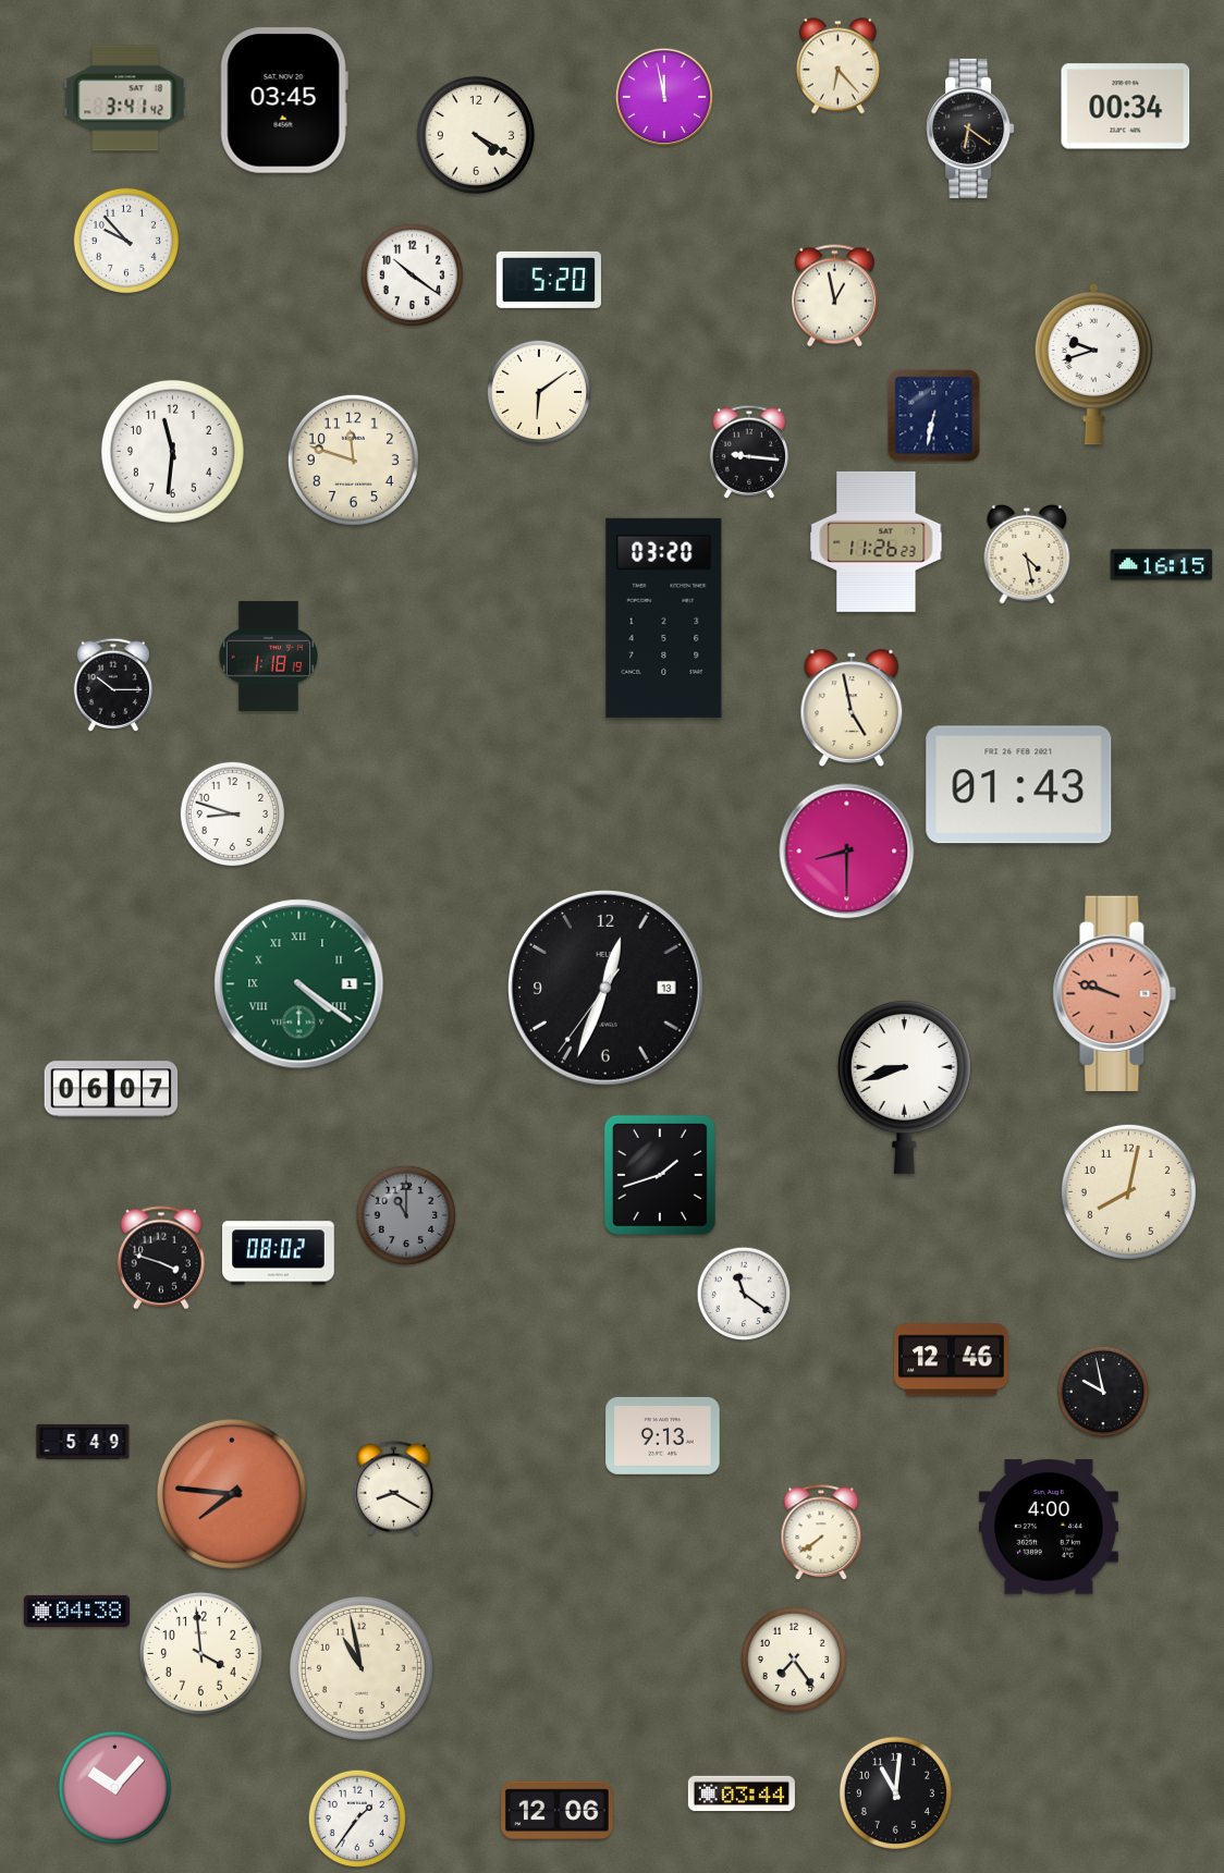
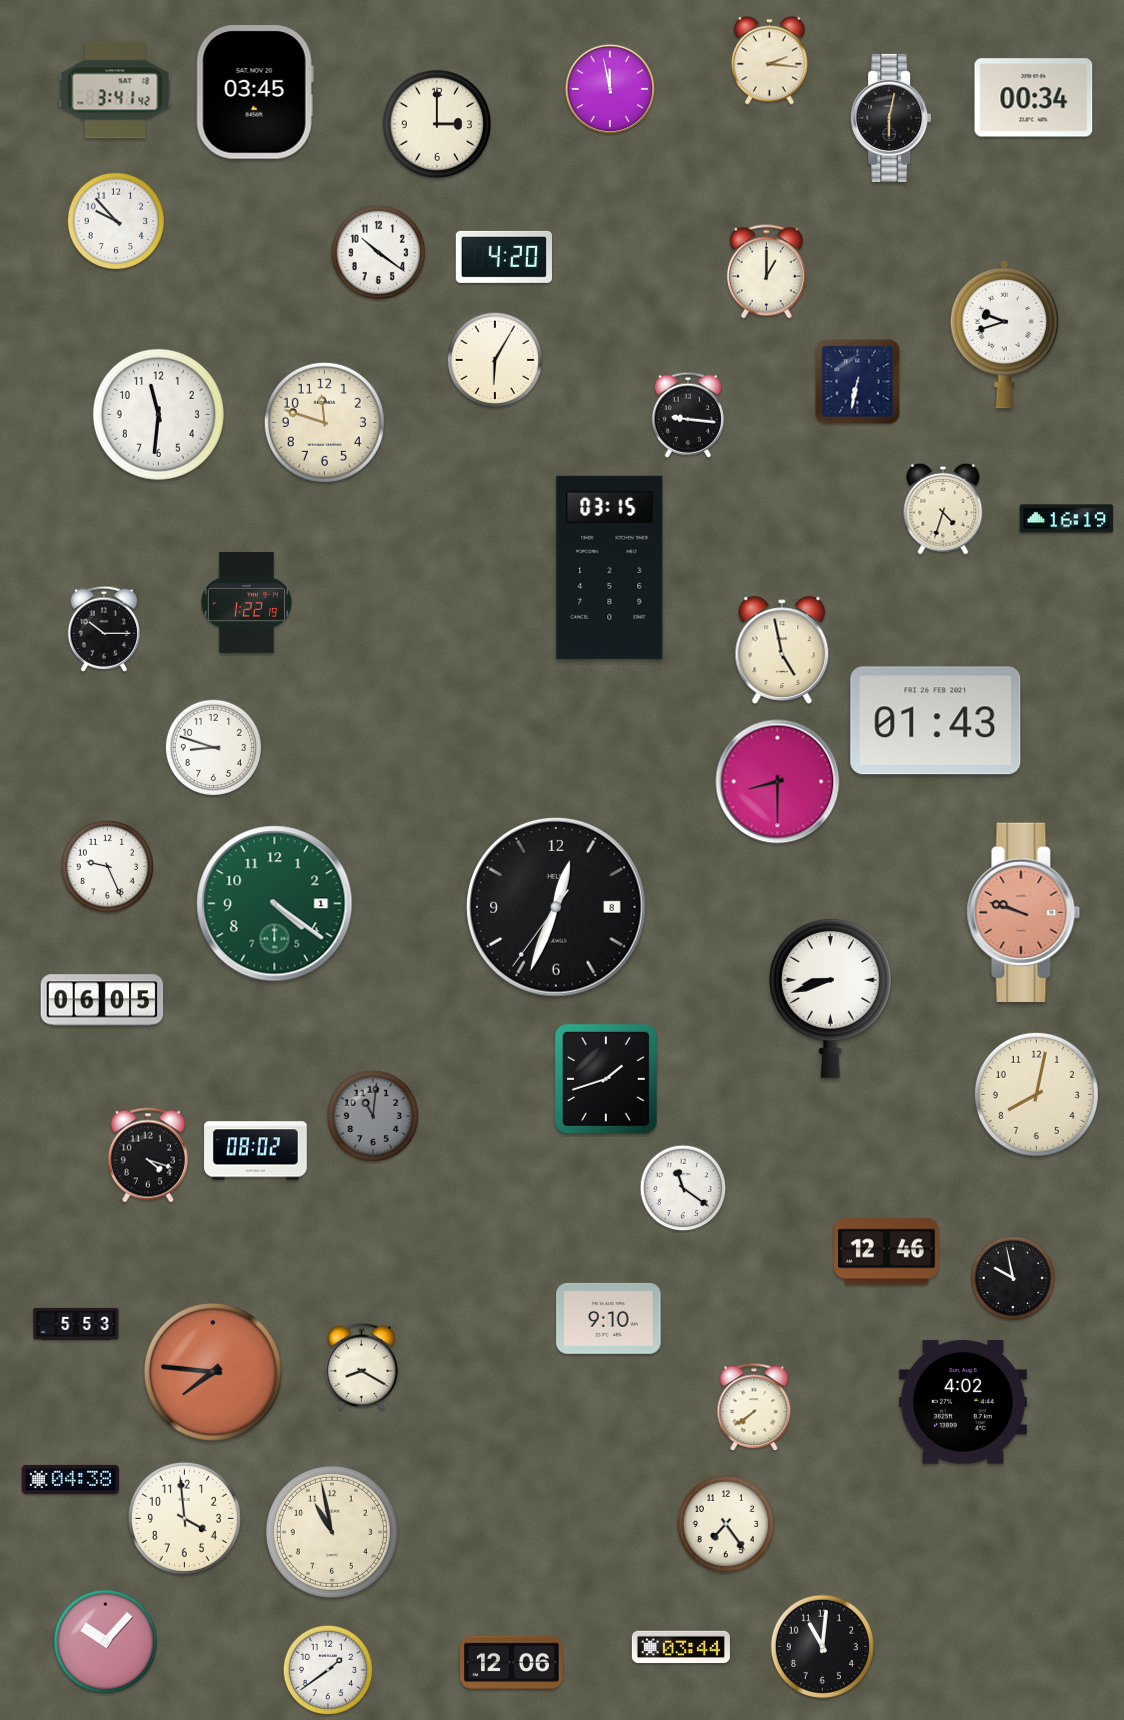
clock at (837, 66): 6:23 -> 2:16
clock at (284, 100) position: (284, 100) -> (255, 92)
clock at (970, 128): 6:21 -> 6:02
clock at (476, 135): 4:20 -> 3:00
clock at (548, 280): 5:20 -> 4:20
clock at (834, 296): 12:58 -> 1:00
clock at (538, 391): 6:09 -> 6:05
clock at (877, 541): 11:26 -> none
clock at (1027, 554): 4:28 -> 4:33
clock at (1162, 565): 16:15 -> 16:19
clock at (664, 617): 03:20 -> 03:15
clock at (268, 656): 1:18 -> 1:22
clock at (108, 867): none -> 9:26
clock at (299, 984) numerals: Roman -> Arabic
clock at (605, 988) date: 13 -> 8
clock at (111, 1089): 06:07 -> 06:05
clock at (406, 1215): 11:00 -> 11:01
clock at (161, 1258): 3:48 -> 4:18
clock at (952, 1360) position: (952, 1360) -> (887, 1252)
clock at (663, 1435): 9:13 -> 9:10
clock at (83, 1442): 5:49 -> 5:53
clock at (1049, 1527): 4:00 -> 4:02
clock at (793, 1658) position: (793, 1658) -> (725, 1523)
clock at (357, 1819): 1:36 -> 1:39
